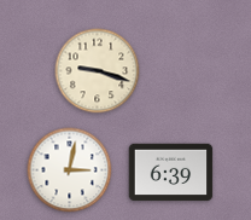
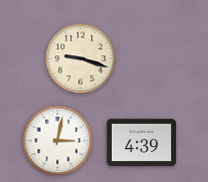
clock at (171, 173): 6:39 -> 4:39
